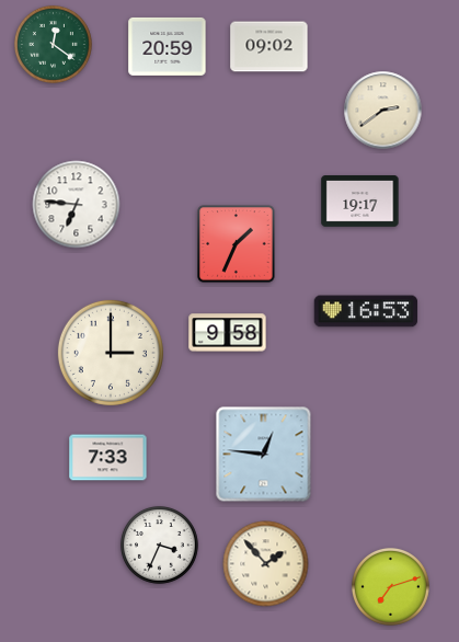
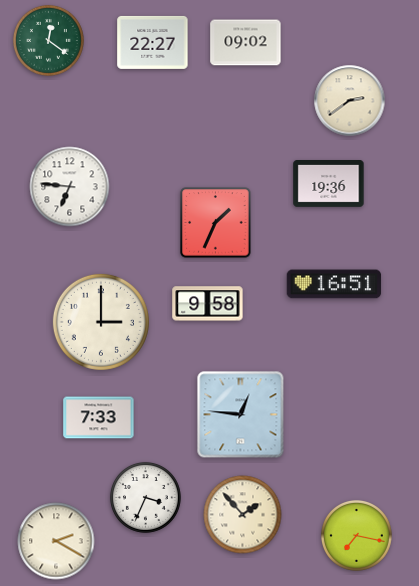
clock at (168, 46): 20:59 -> 22:27
clock at (360, 202): 19:17 -> 19:36
clock at (366, 311): 16:53 -> 16:51
clock at (390, 586): 7:12 -> 7:17
clock at (56, 541): none -> 2:20
